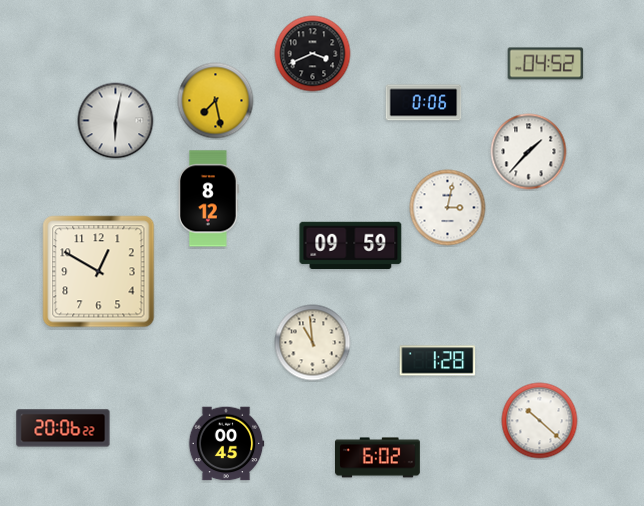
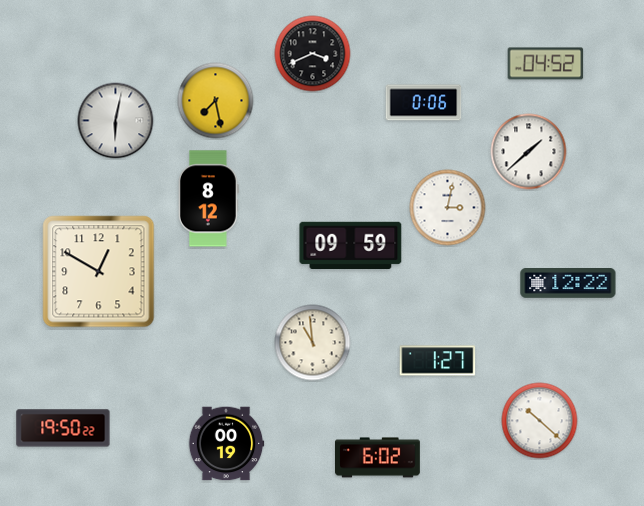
clock at (529, 152): 1:37 -> 1:38
clock at (568, 284): none -> 12:22
clock at (438, 361): 1:28 -> 1:27
clock at (63, 428): 20:06 -> 19:50
clock at (226, 444): 00:45 -> 00:19
